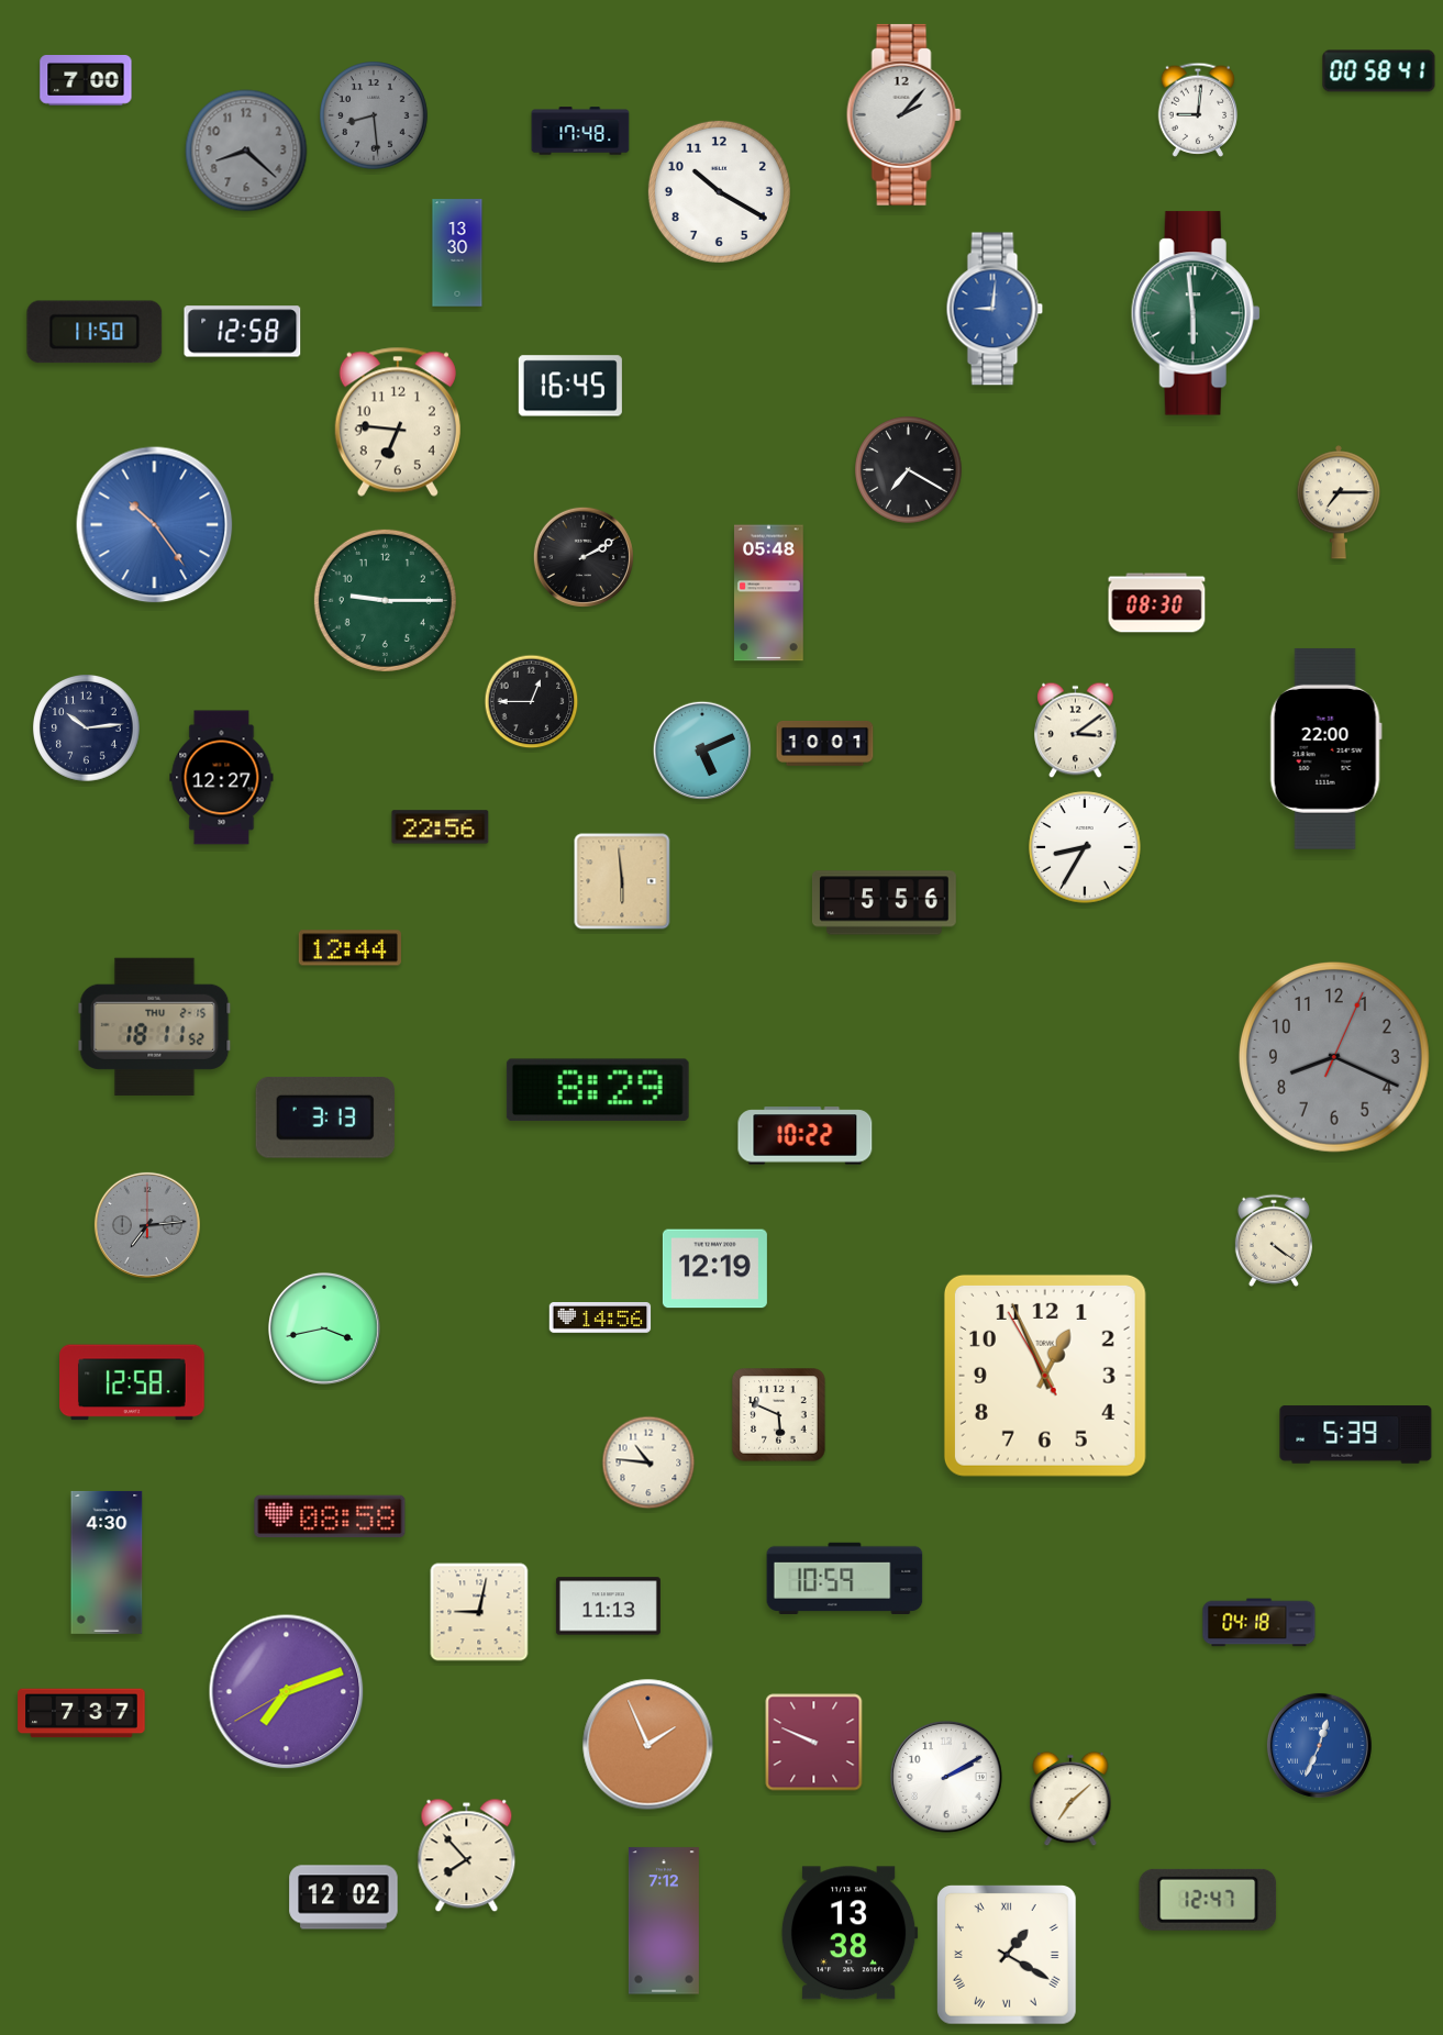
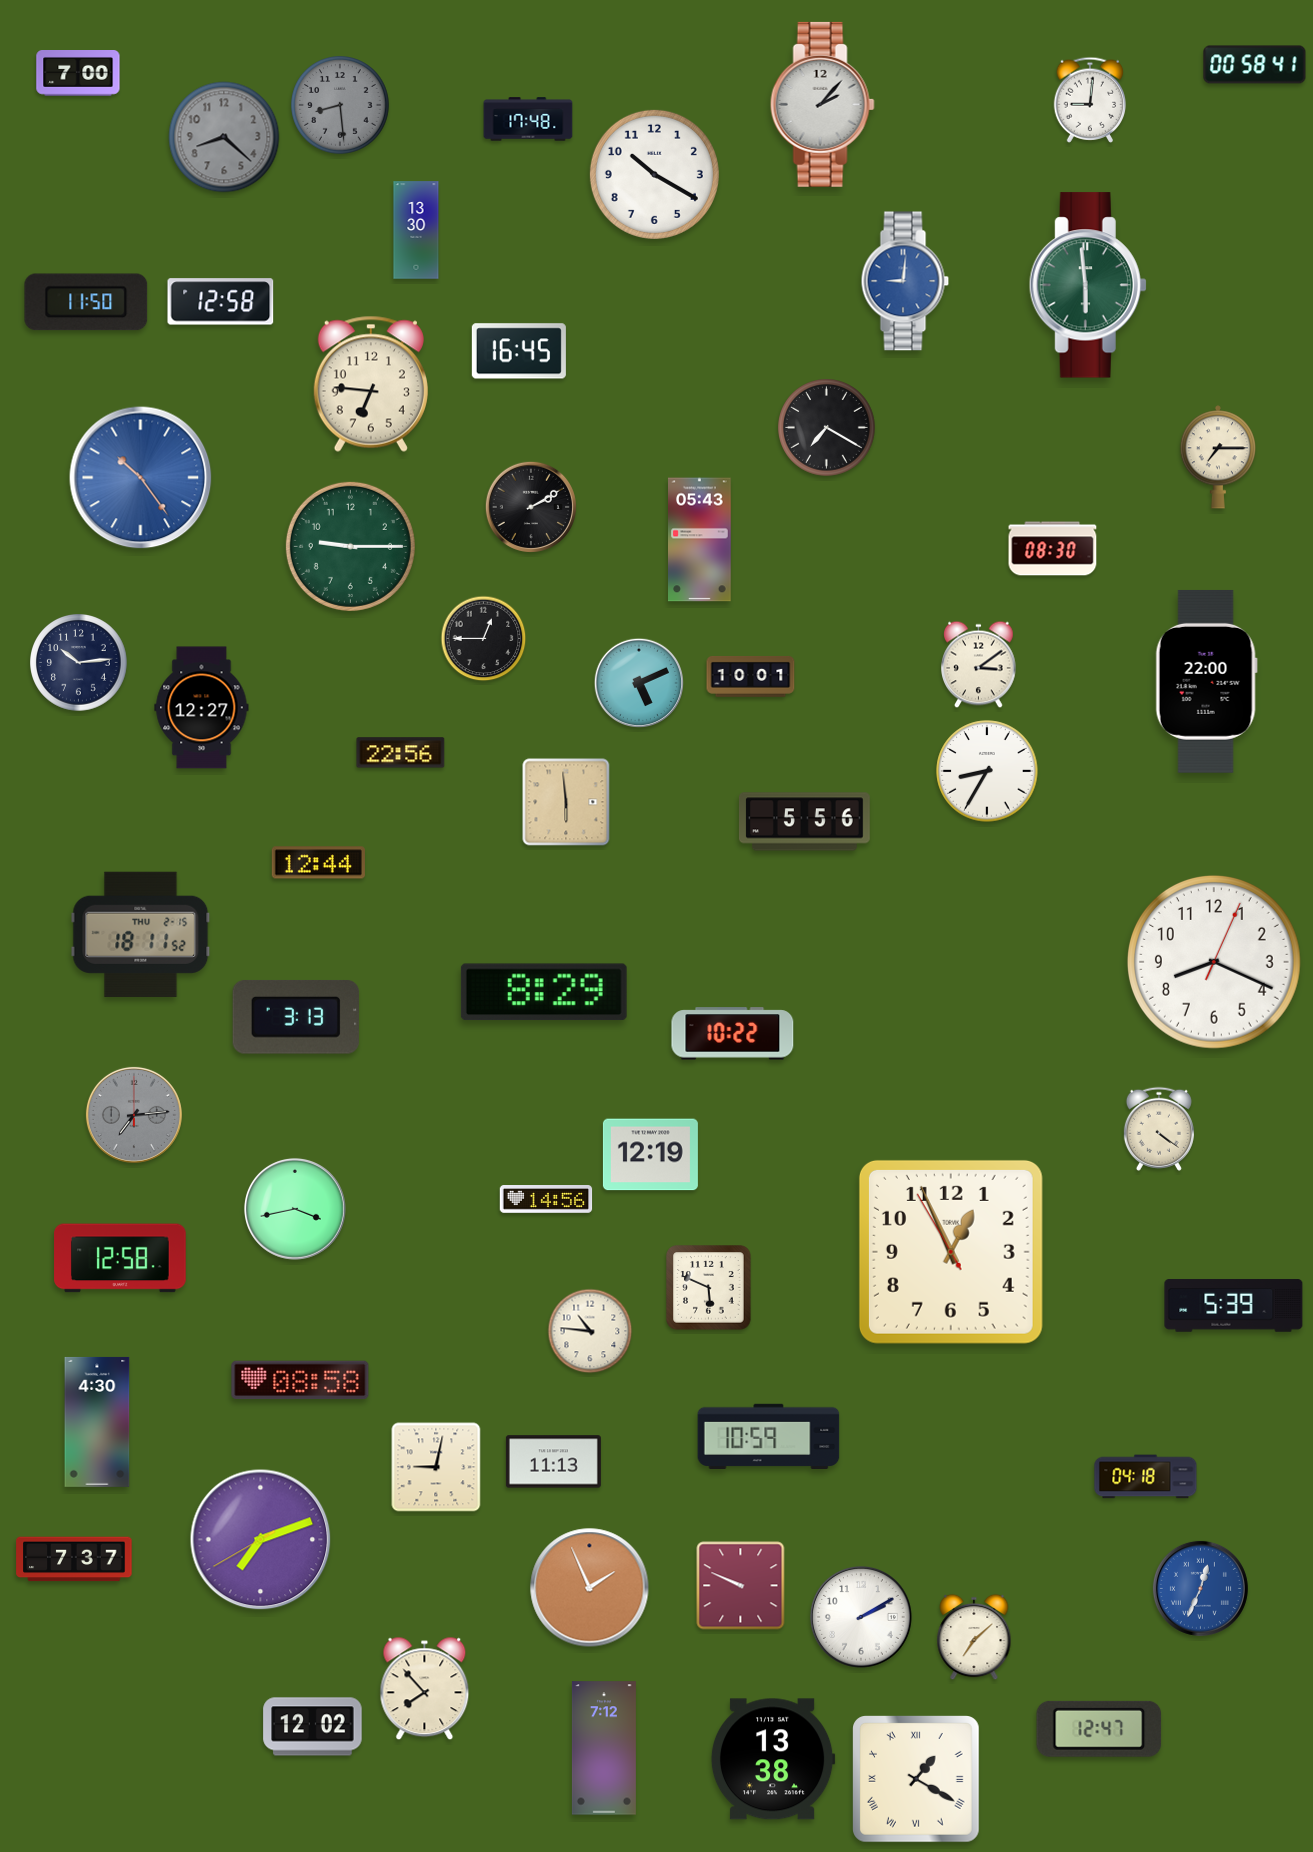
clock at (398, 422) position: (398, 422) -> (371, 384)
clock at (769, 593): 05:48 -> 05:43
clock at (1334, 1057) dial: grey -> white
